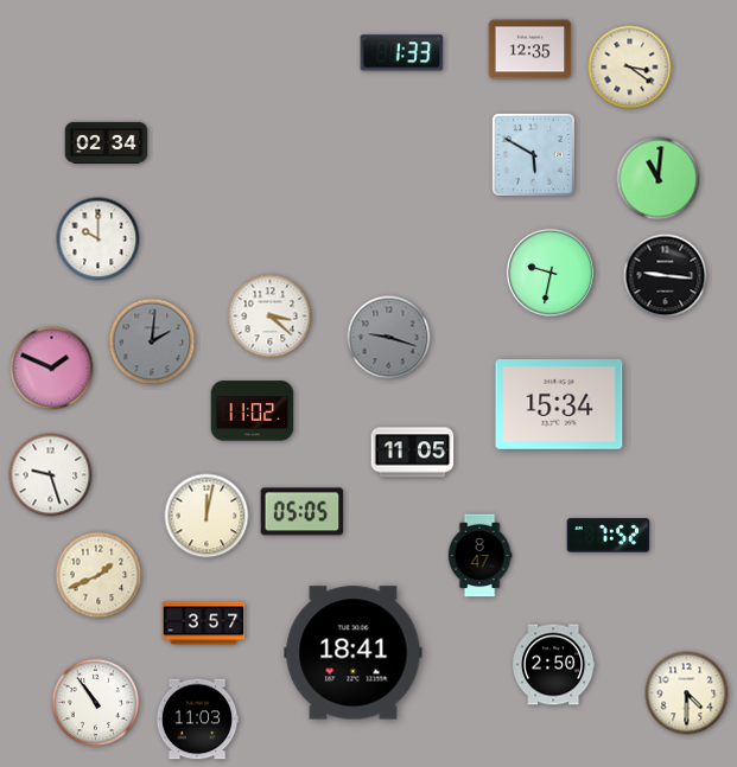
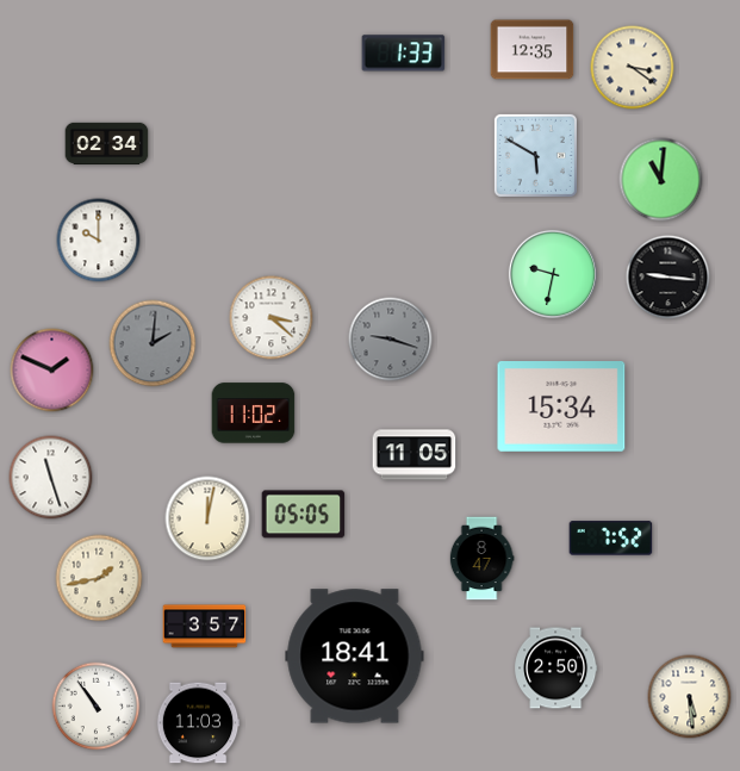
clock at (51, 475): 9:27 -> 11:27
clock at (99, 575): 1:41 -> 1:43
clock at (687, 694): 4:30 -> 5:29
